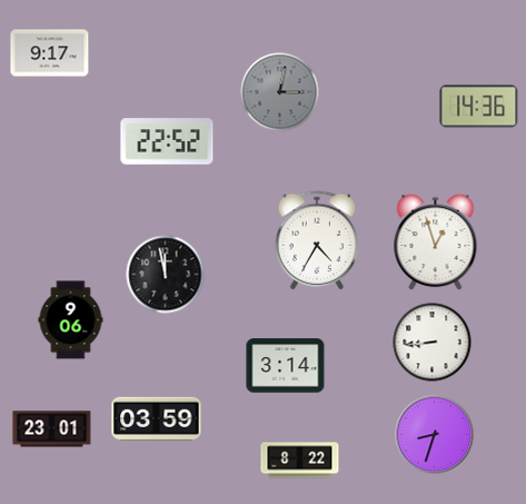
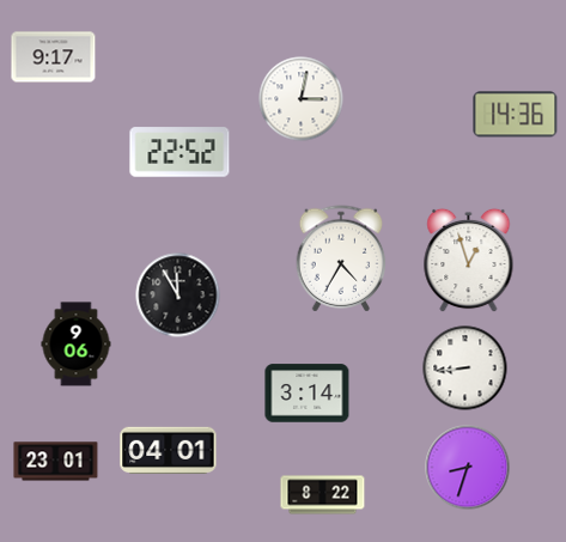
clock at (280, 92) dial: grey -> white
clock at (166, 275): 11:58 -> 11:55
clock at (157, 419): 03:59 -> 04:01
